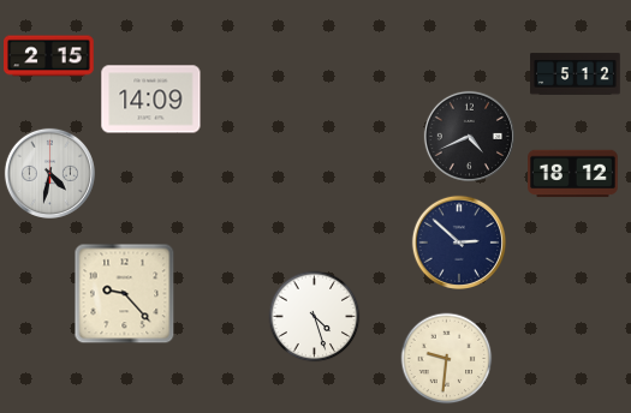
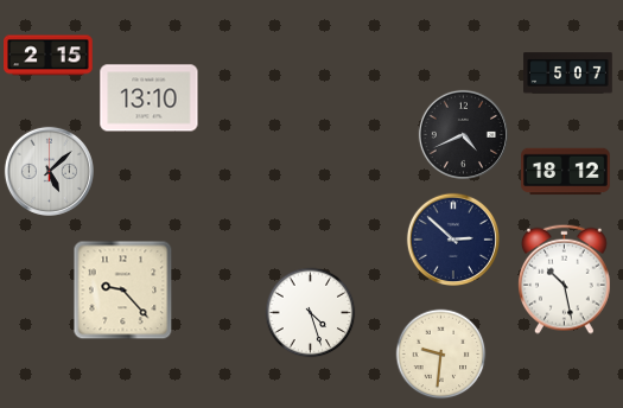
clock at (576, 74): 5:12 -> 5:07
clock at (151, 100): 14:09 -> 13:10
clock at (49, 173): 4:32 -> 5:08
clock at (565, 279): none -> 10:28
